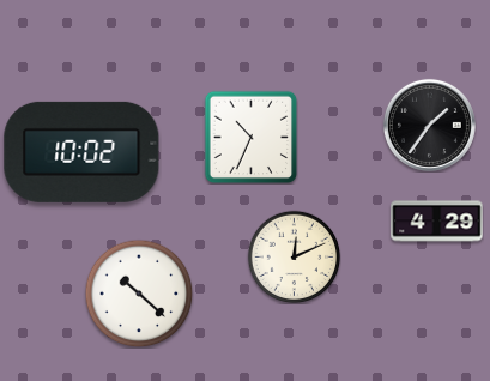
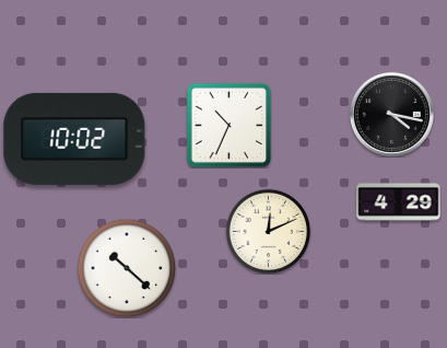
clock at (429, 125): 1:36 -> 4:17
clock at (294, 256) position: (294, 256) -> (268, 231)
